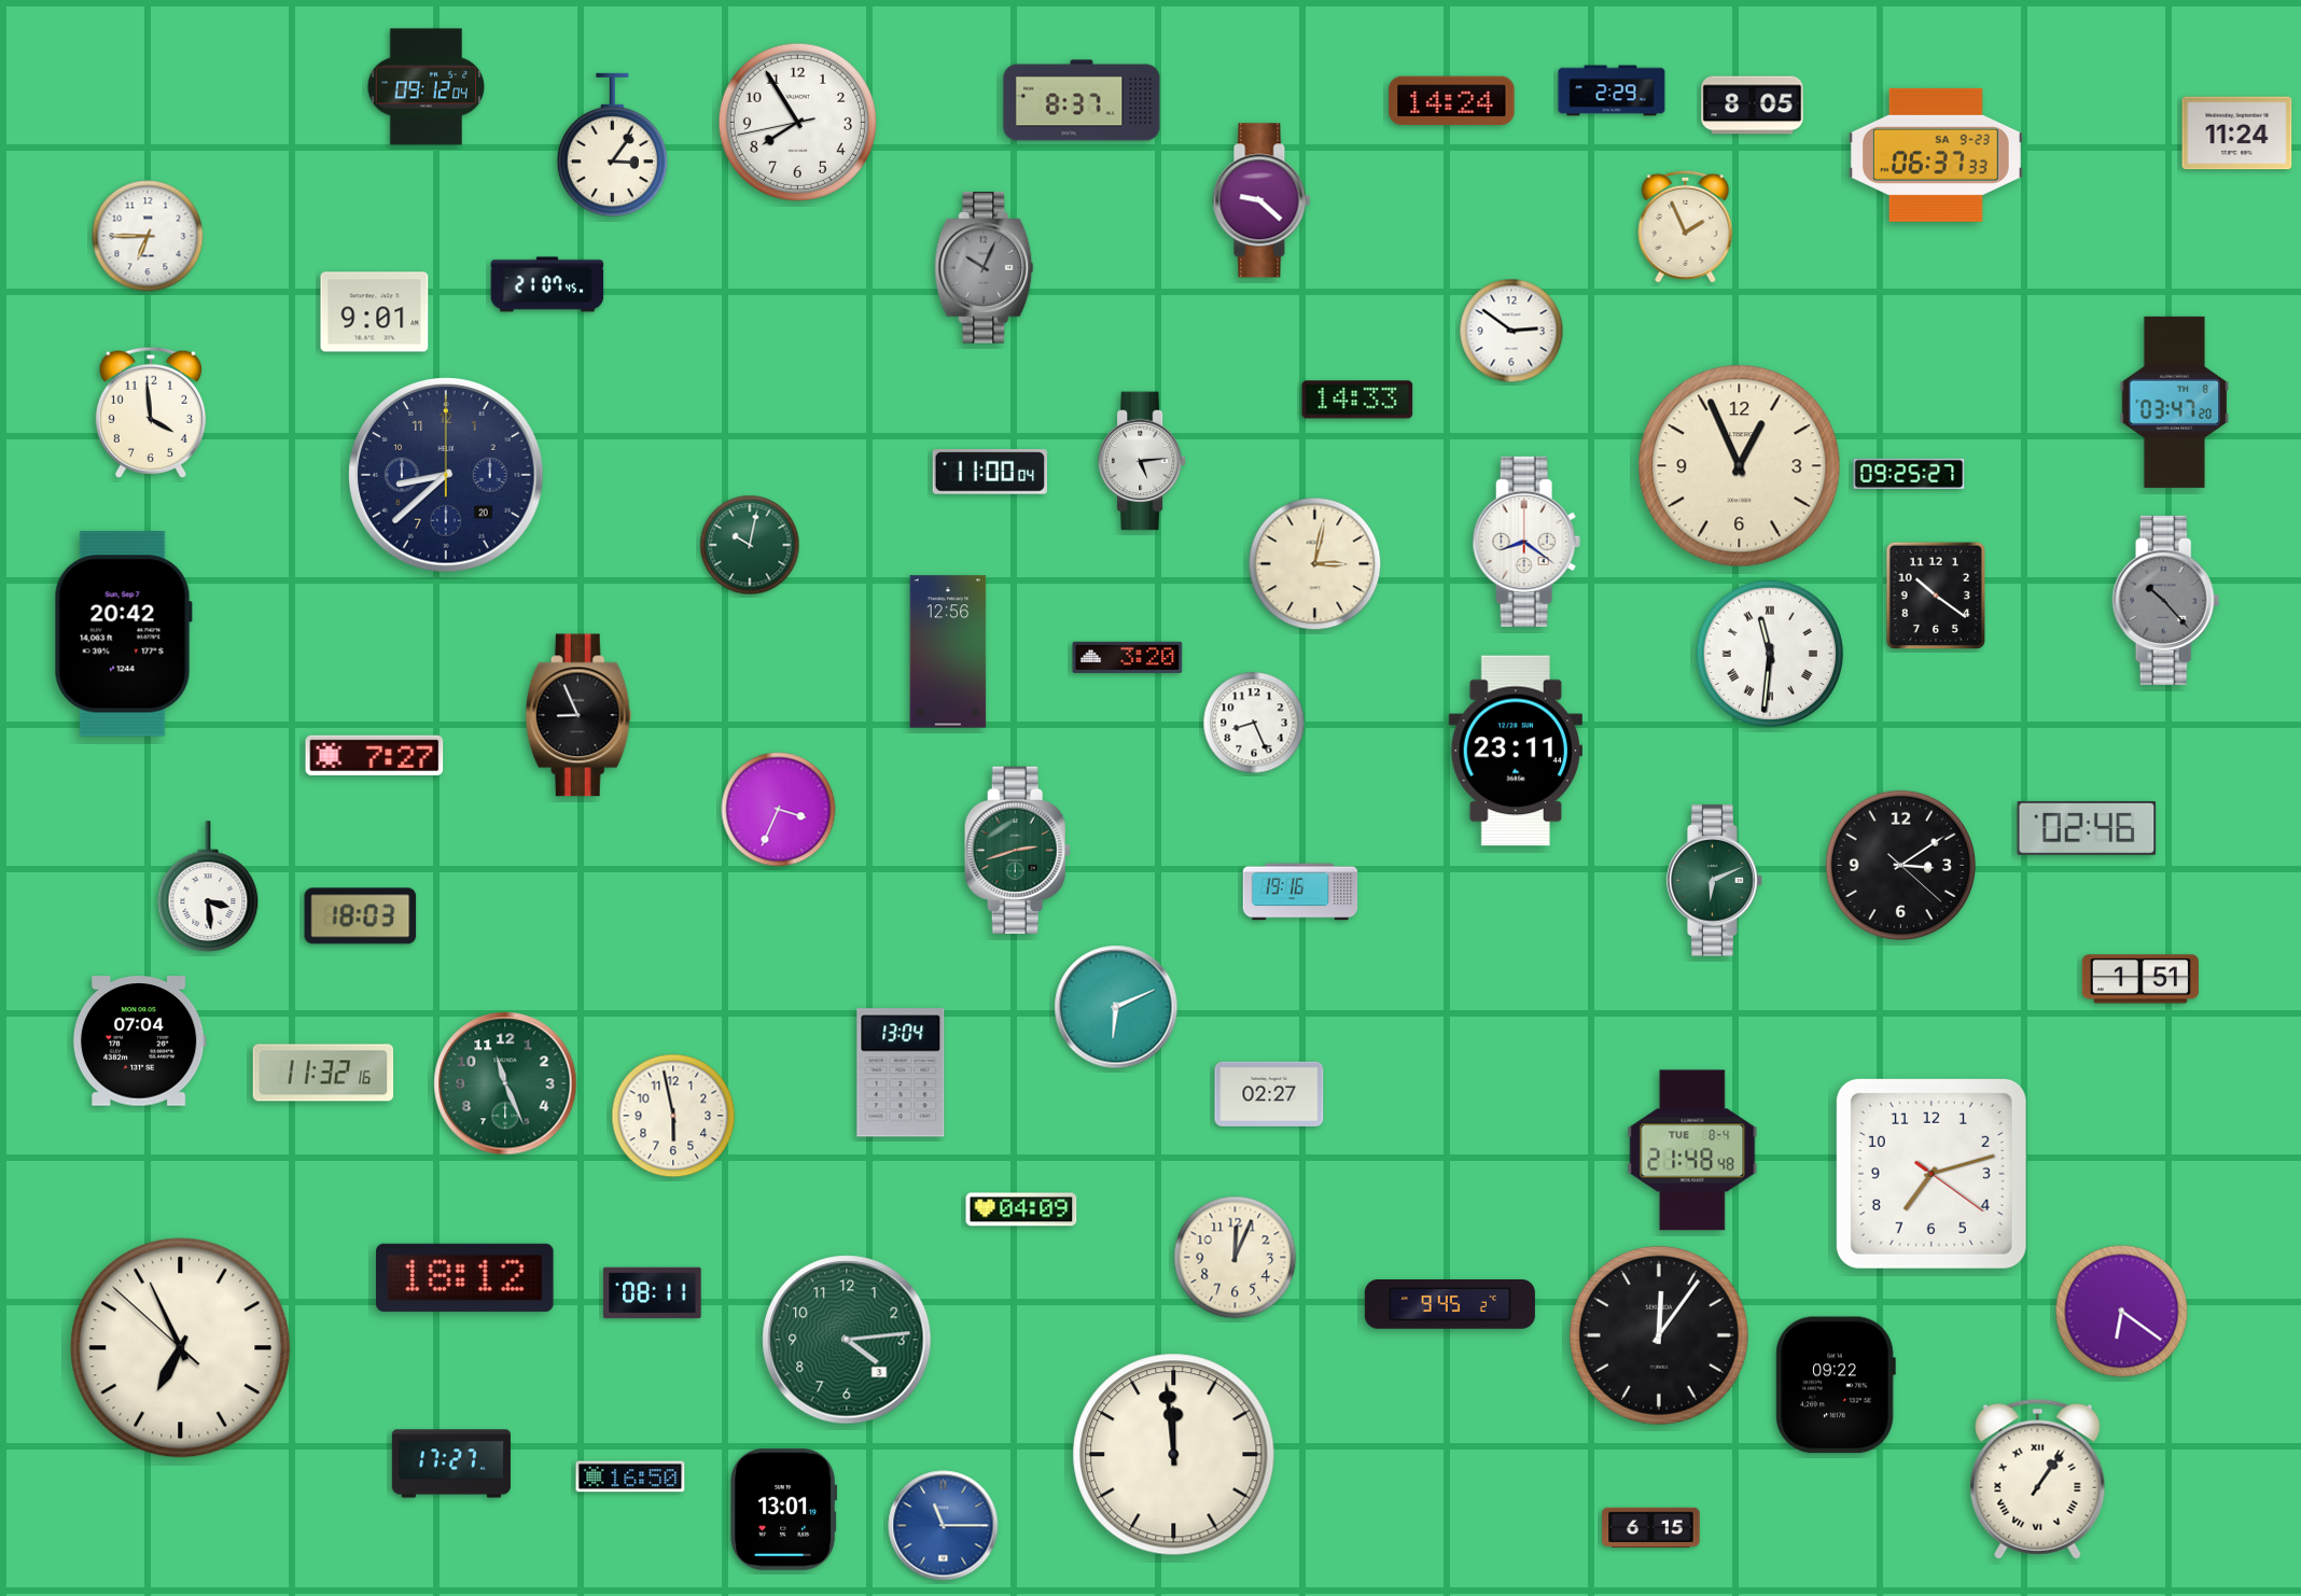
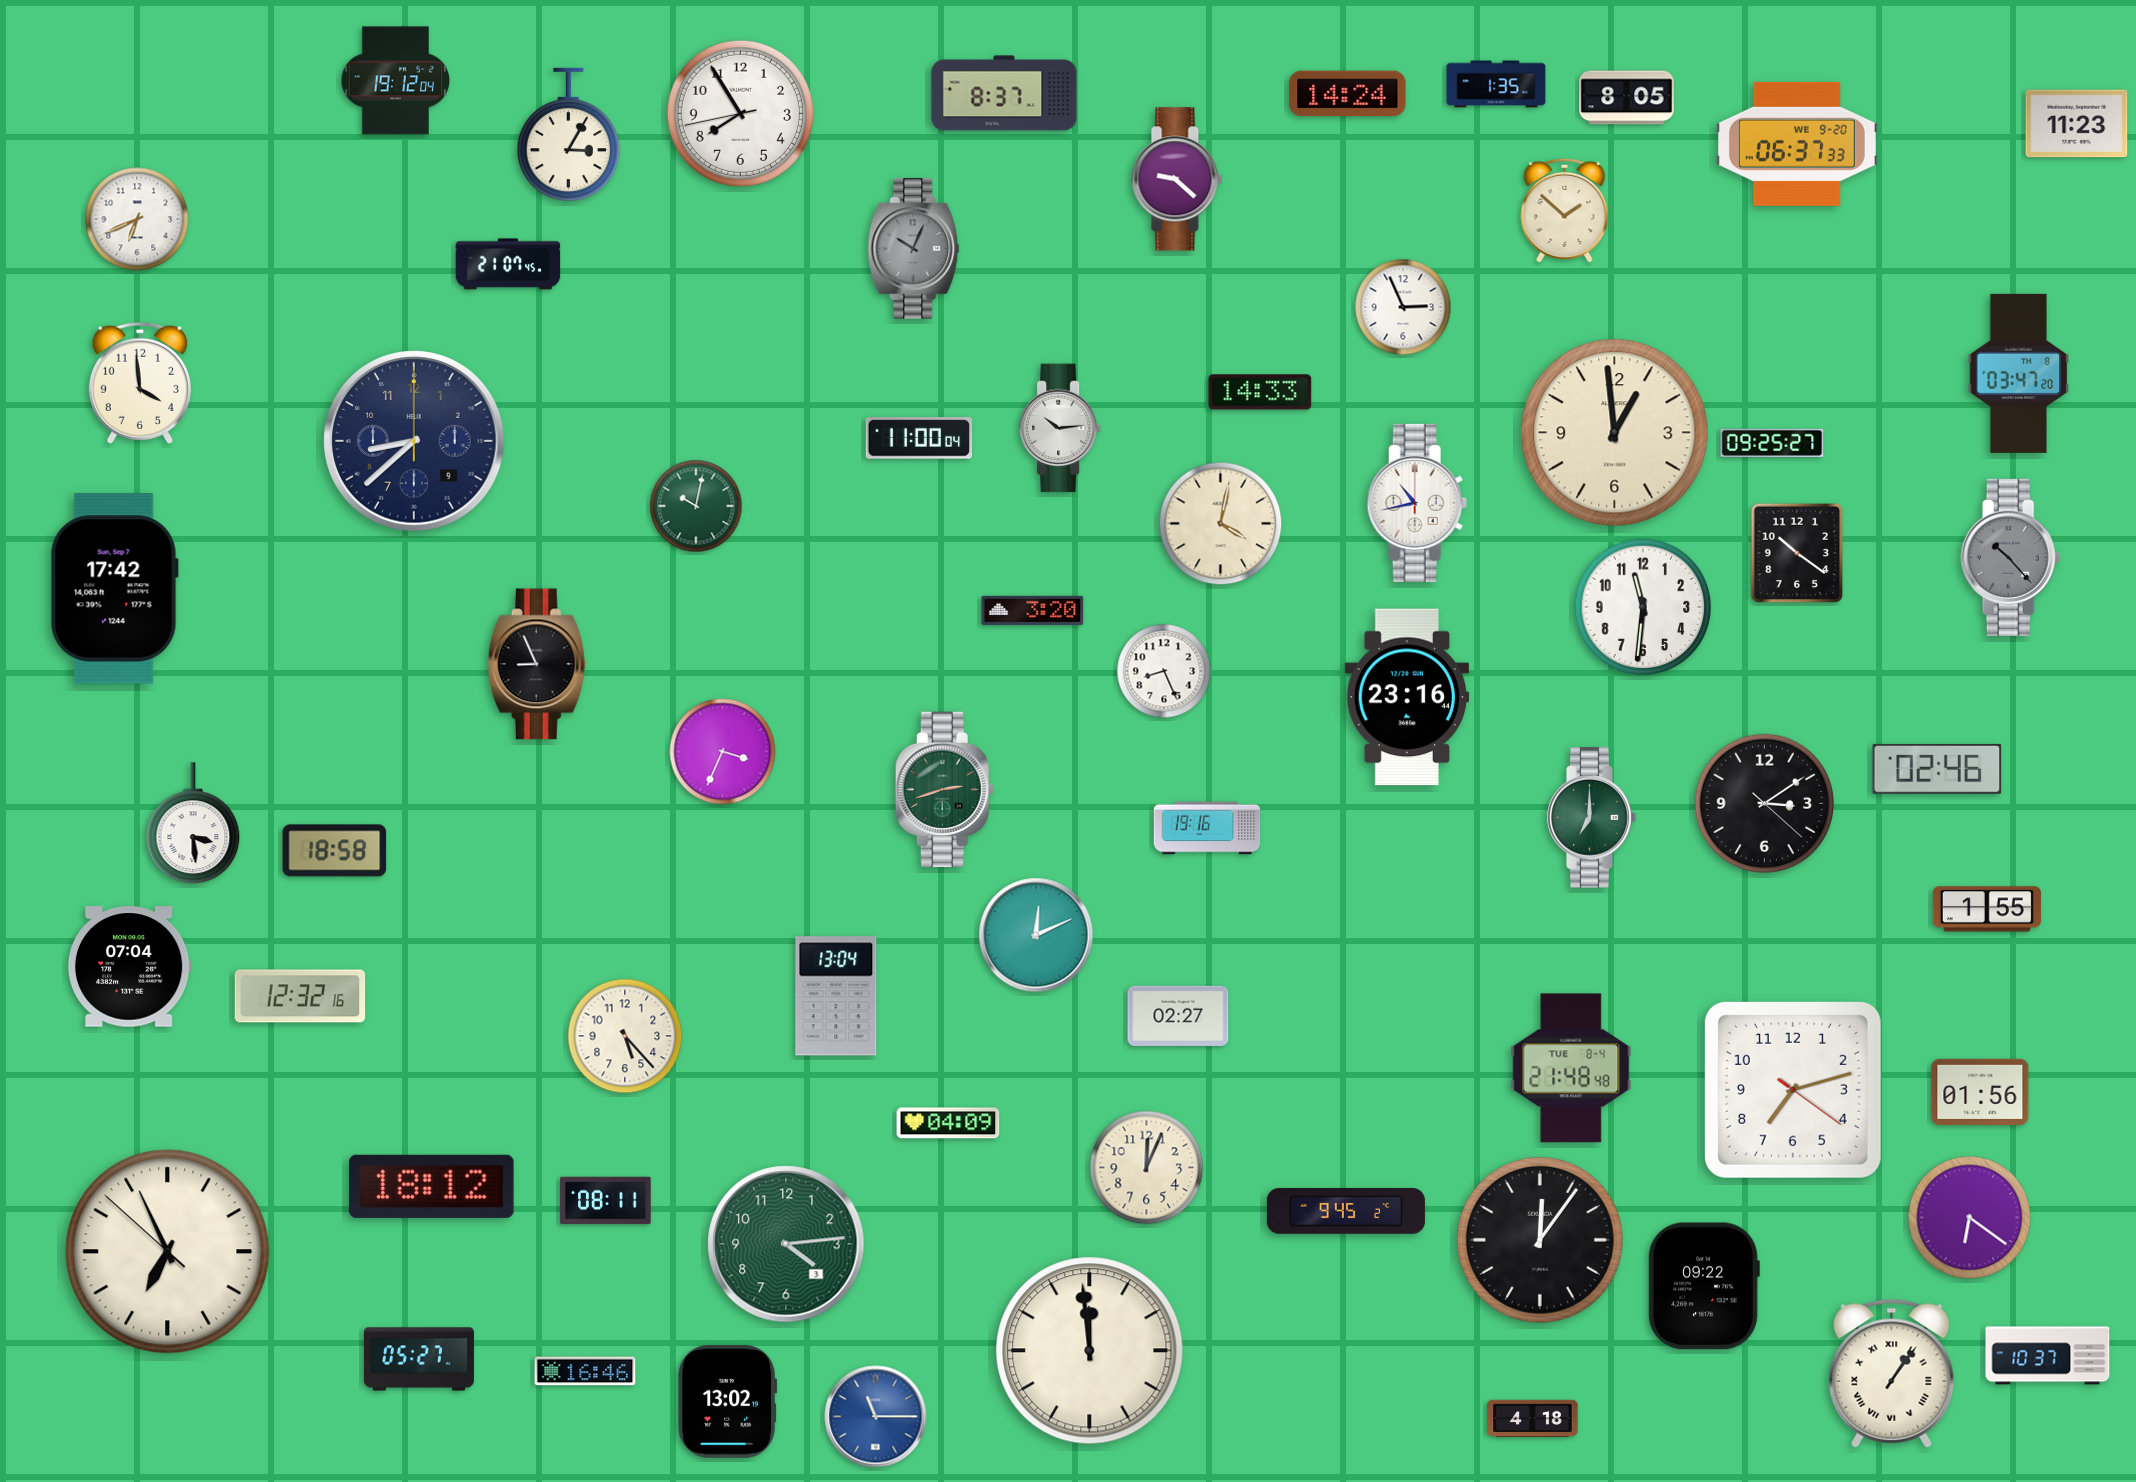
clock at (427, 87): 09:12 -> 19:12
clock at (1612, 90): 2:29 -> 1:35
clock at (2237, 134): 11:24 -> 11:23
clock at (612, 145): 3:06 -> 3:05
clock at (1936, 155) date: SA 9-23 -> WE 9-20
clock at (1261, 200) position: (1261, 200) -> (1177, 179)
clock at (1686, 226): 1:56 -> 1:52
clock at (148, 236): 6:45 -> 6:41
clock at (375, 312): 9:01 -> none
clock at (1511, 331): 2:51 -> 2:56
clock at (1357, 400) position: (1357, 400) -> (1260, 392)
clock at (1142, 461): 5:14 -> 10:14
clock at (1740, 466): 12:56 -> 12:59
clock at (1909, 474) position: (1909, 474) -> (1772, 443)
clock at (446, 475) date: 20 -> 9
clock at (1526, 542): 8:21 -> 10:43
clock at (1315, 564): 3:02 -> 4:02
clock at (123, 634): 20:42 -> 17:42
clock at (948, 652): 12:56 -> none
clock at (1770, 654) numerals: Roman -> Arabic
clock at (1128, 657) position: (1128, 657) -> (1033, 610)
clock at (1515, 751): 23:11 -> 23:16
clock at (375, 755): 7:27 -> none
clock at (1715, 881): 6:11 -> 7:00
clock at (361, 916): 18:03 -> 18:58
clock at (2140, 979): 1:51 -> 1:55
clock at (1116, 1007): 6:11 -> 12:11
clock at (323, 1073): 11:32 -> 12:32
clock at (505, 1083): 11:26 -> none
clock at (673, 1116): 5:58 -> 5:23
clock at (1980, 1092): none -> 01:56
clock at (2048, 1356): none -> 10:37
clock at (451, 1464): 17:27 -> 05:27
clock at (630, 1476): 16:50 -> 16:46
clock at (784, 1509): 13:01 -> 13:02
clock at (1651, 1527): 6:15 -> 4:18
